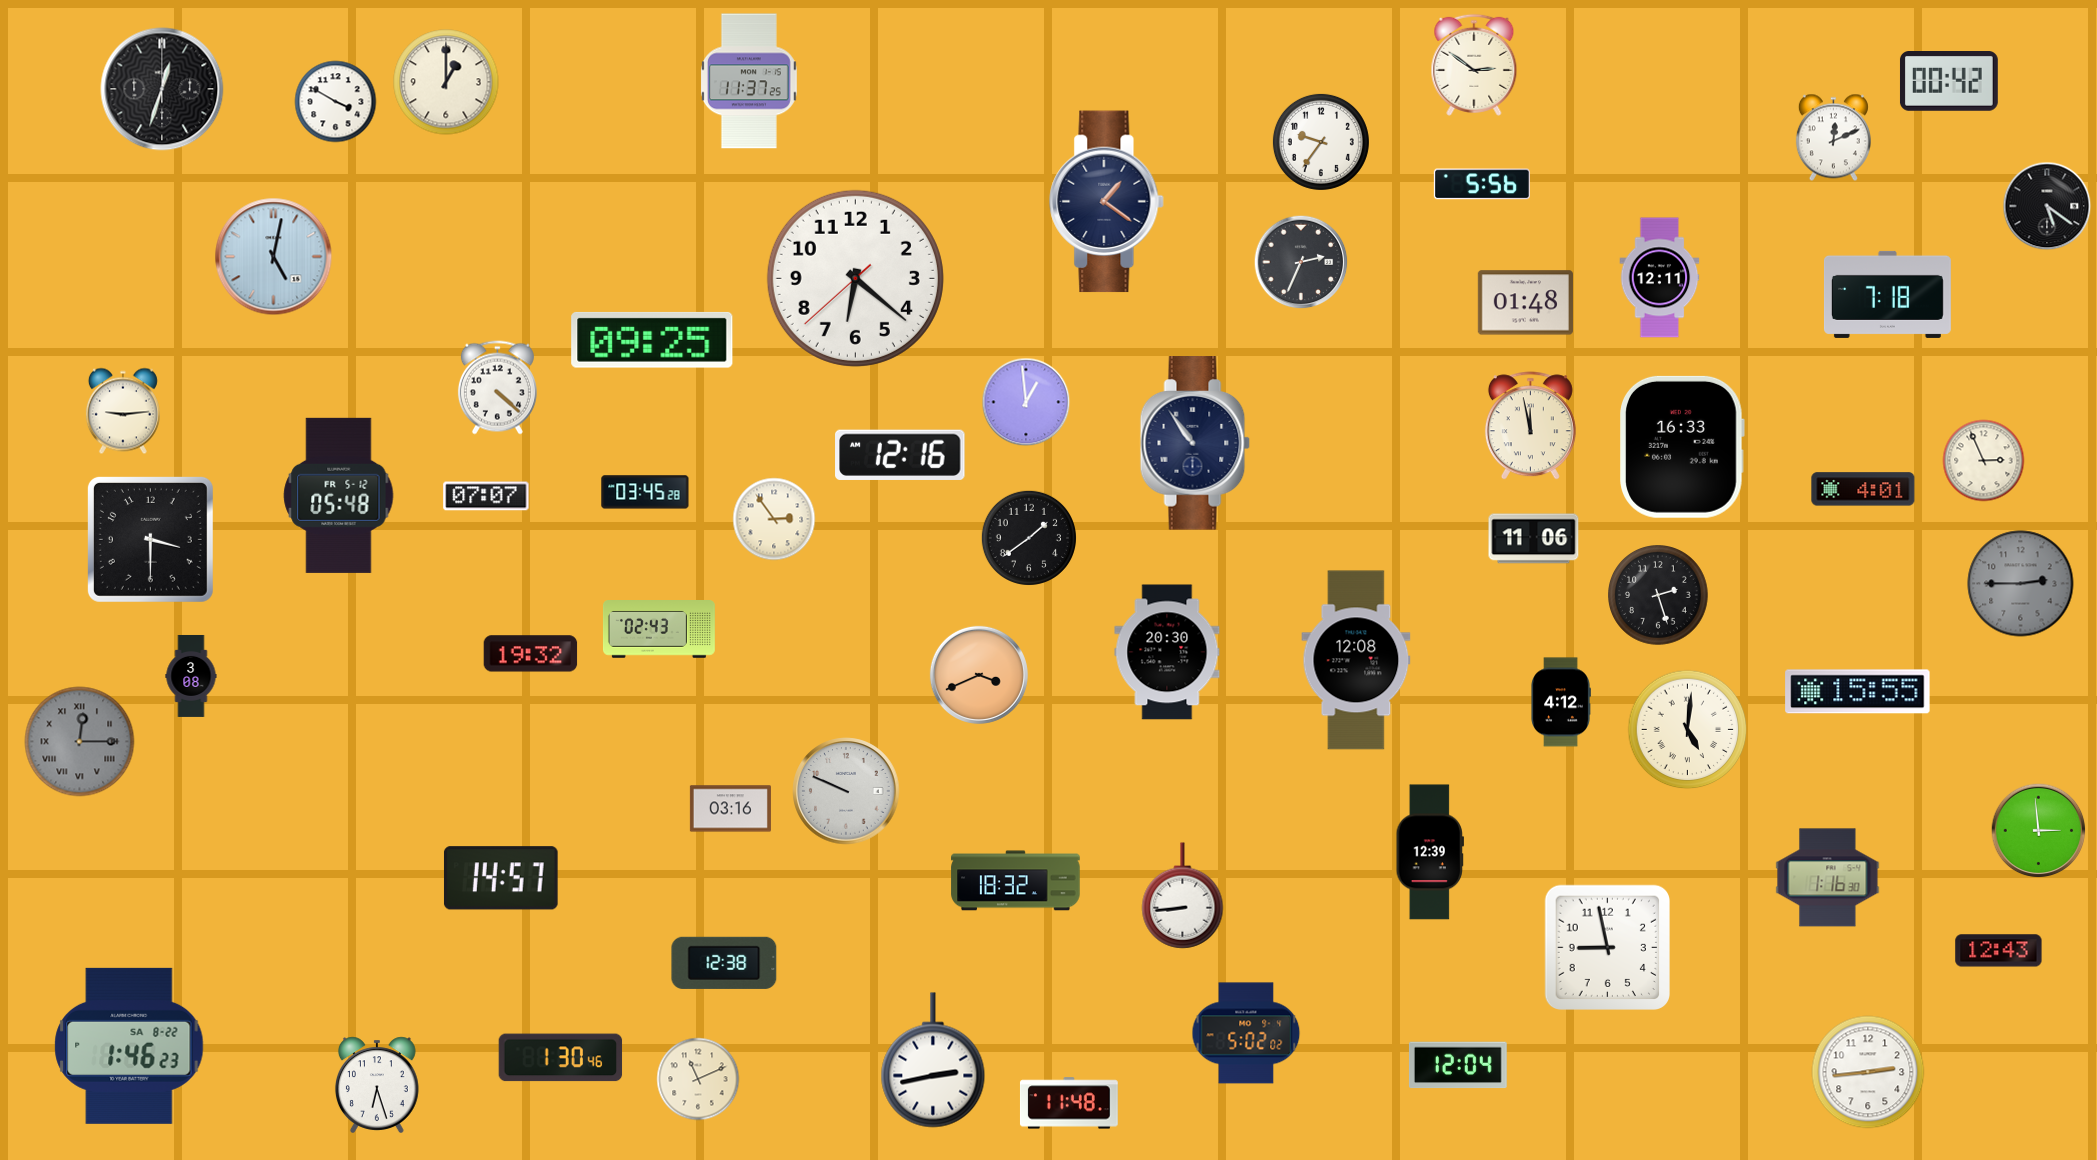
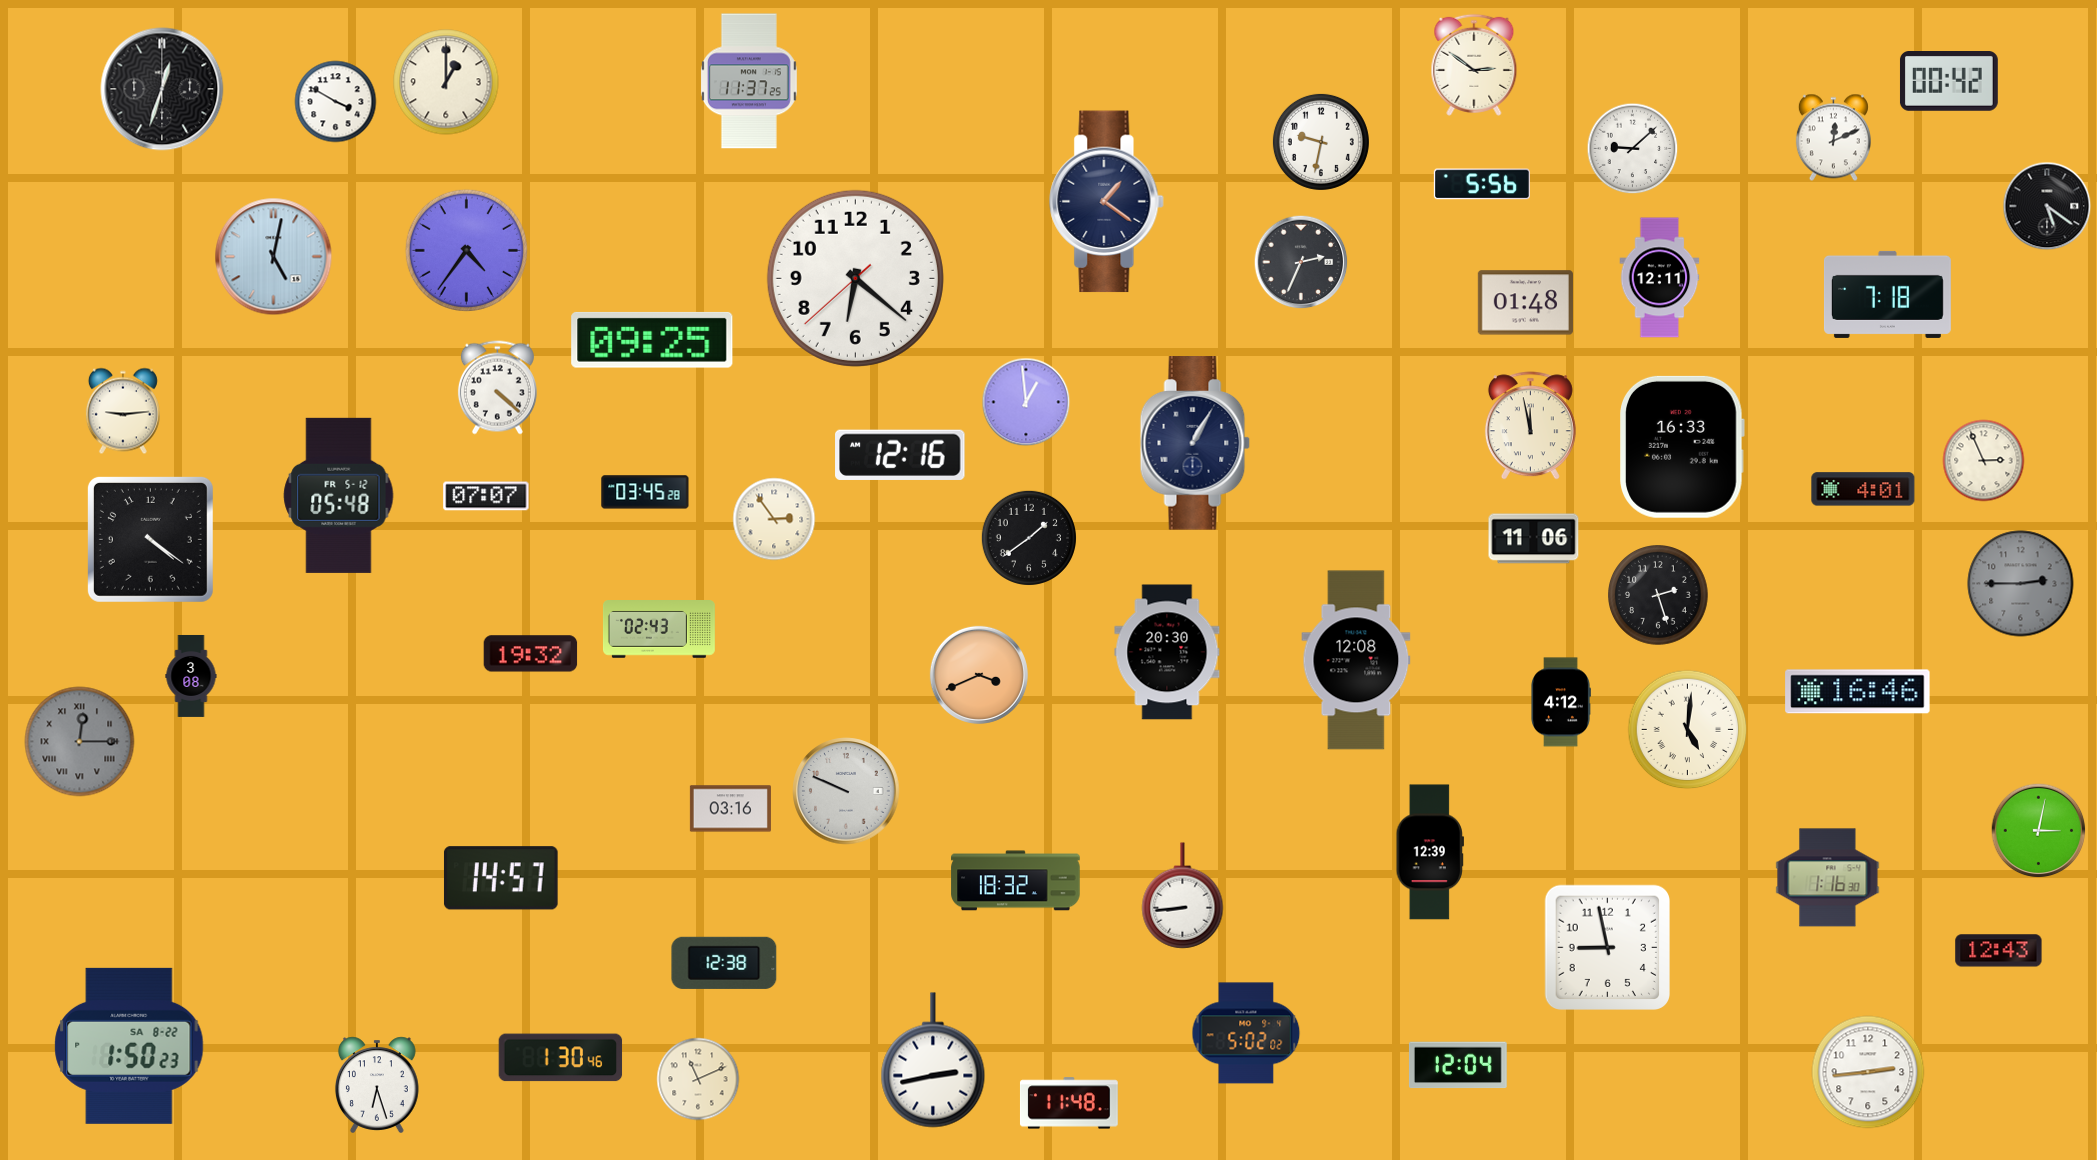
clock at (1321, 142): 9:36 -> 9:32
clock at (1633, 149): none -> 9:08
clock at (466, 250): none -> 4:36
clock at (1195, 443): 10:54 -> 1:05
clock at (150, 539): 3:30 -> 4:21
clock at (1858, 692): 15:55 -> 16:46
clock at (2039, 831): 2:59 -> 3:02
clock at (129, 1046): 1:46 -> 1:50
